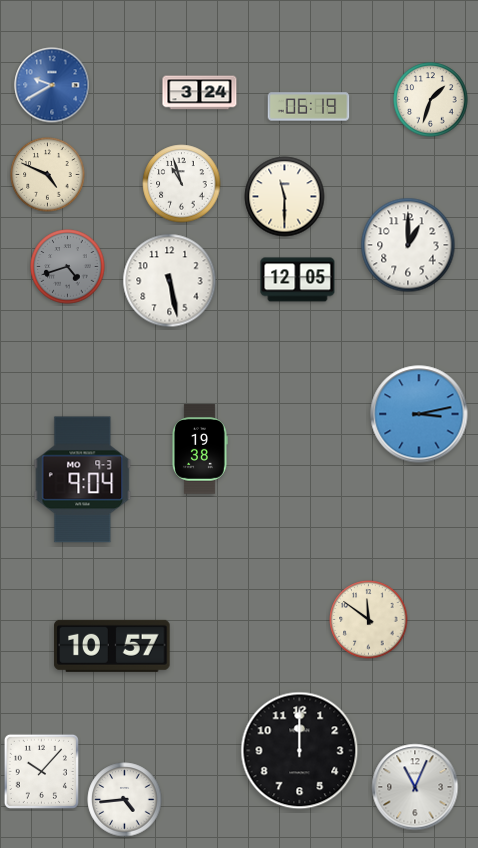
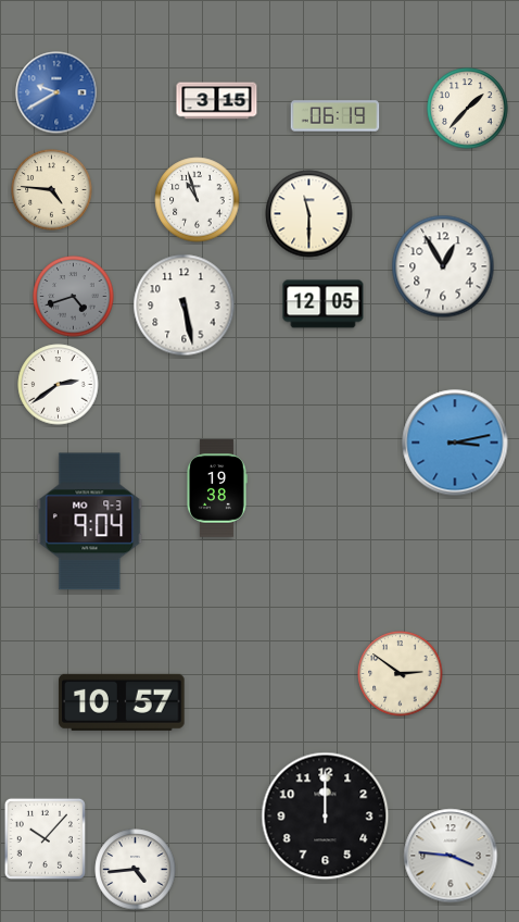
clock at (200, 93): 3:24 -> 3:15
clock at (431, 100): 1:33 -> 1:37
clock at (48, 175): 4:49 -> 4:46
clock at (408, 245): 1:00 -> 12:55
clock at (68, 267) position: (68, 267) -> (74, 297)
clock at (59, 385): none -> 2:39
clock at (419, 414) position: (419, 414) -> (455, 443)
clock at (369, 620): 11:51 -> 2:51
clock at (415, 787): 11:04 -> 3:46
